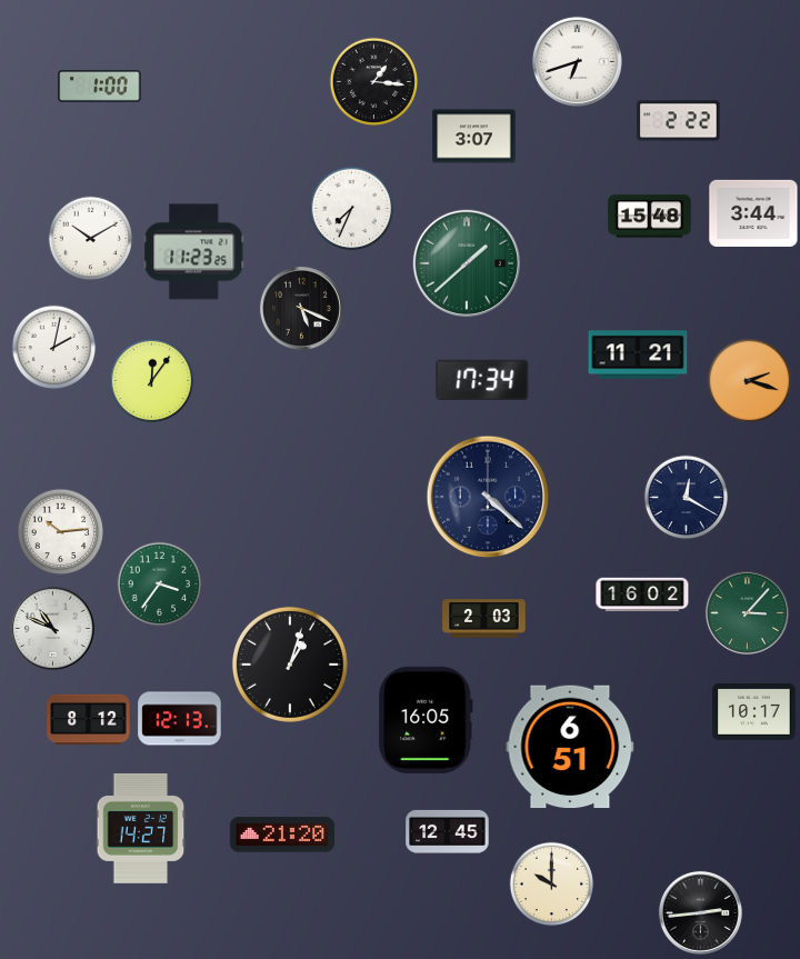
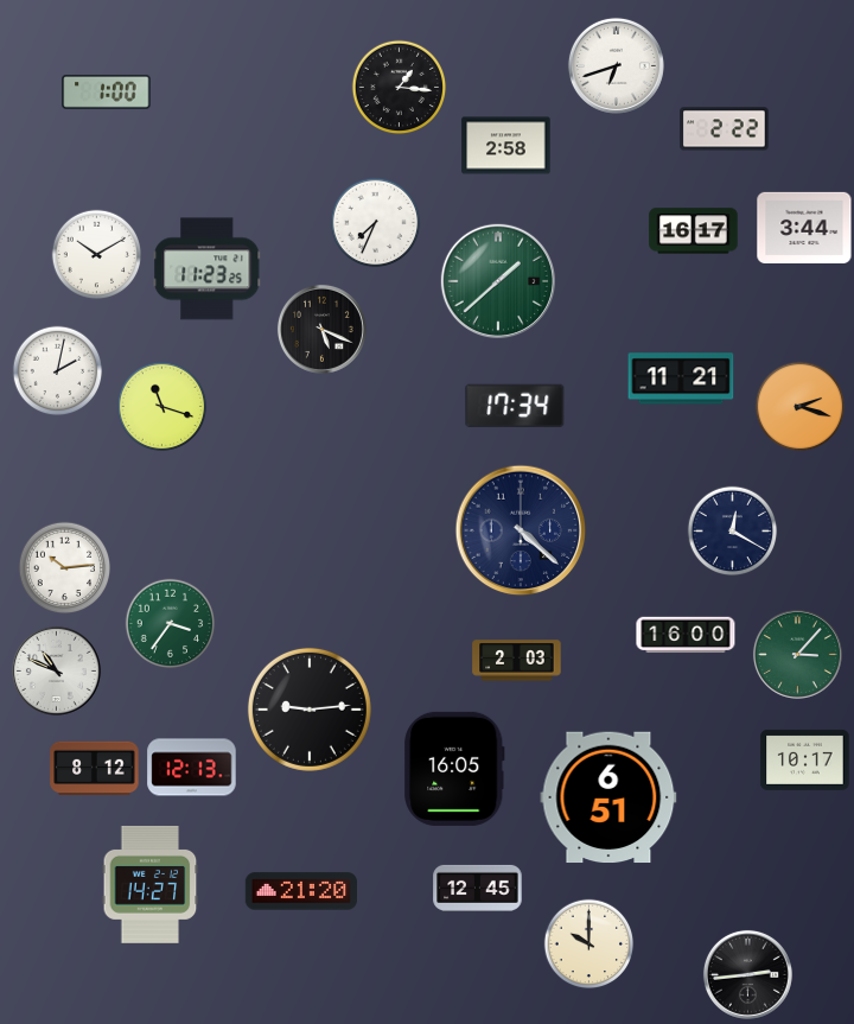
clock at (474, 137): 3:07 -> 2:58
clock at (650, 217): 15:48 -> 16:17
clock at (152, 381): 12:06 -> 11:18
clock at (642, 595): 16:02 -> 16:00
clock at (290, 665): 1:03 -> 9:14
